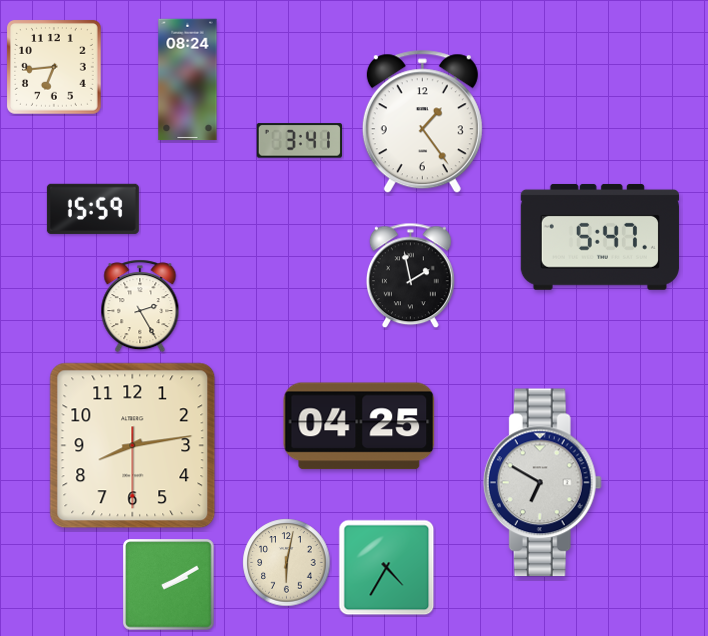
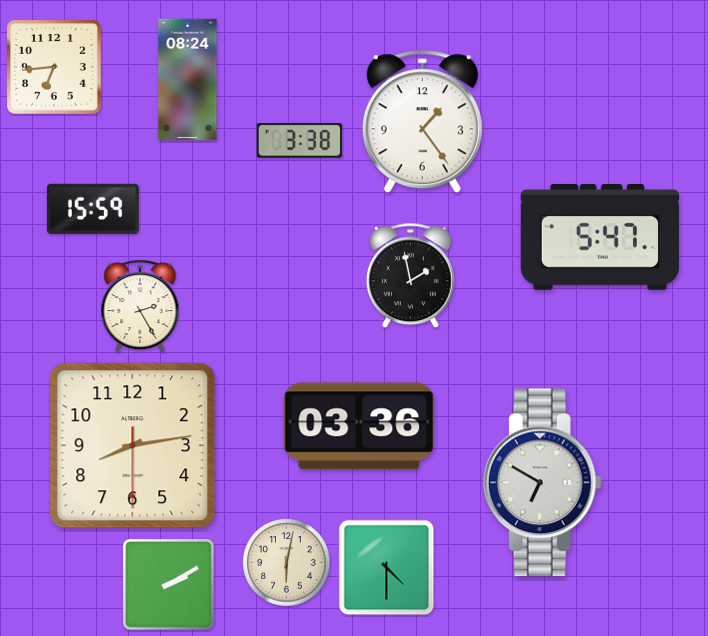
clock at (299, 141): 3:41 -> 3:38
clock at (359, 426): 04:25 -> 03:36
clock at (387, 568): 4:35 -> 4:30
